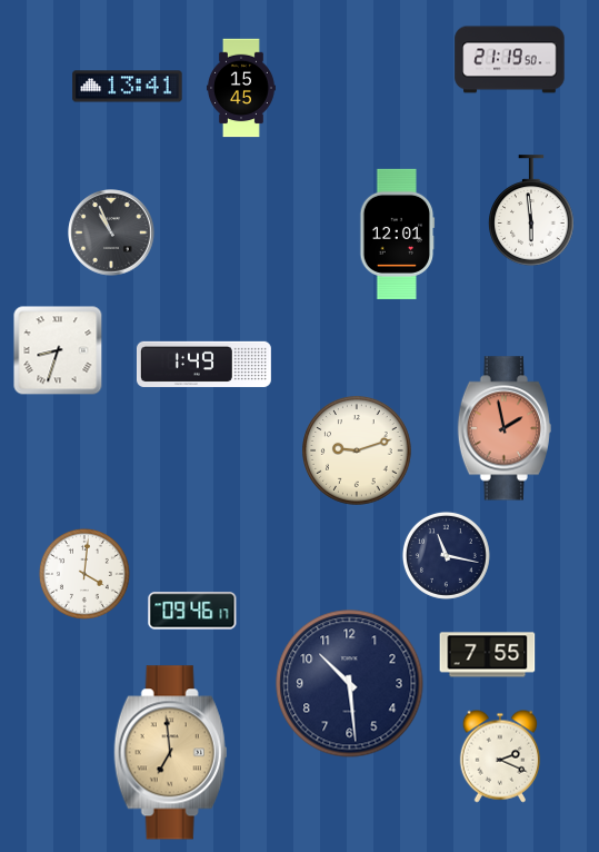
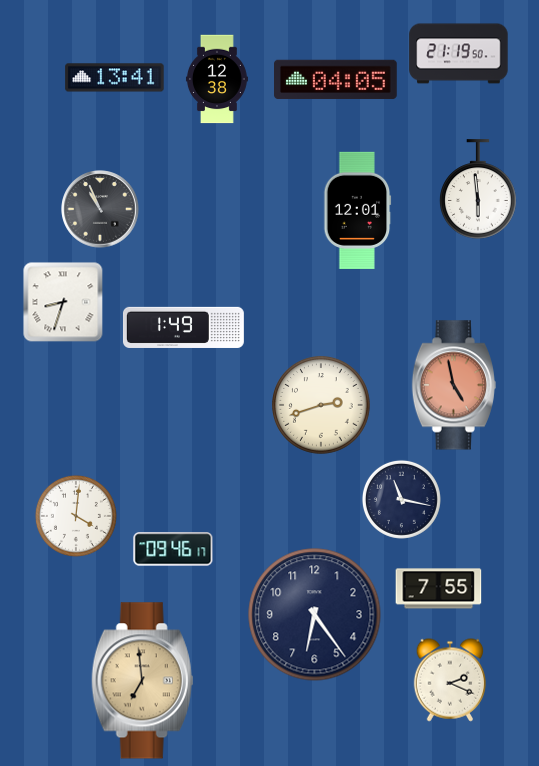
clock at (241, 88): 15:45 -> 12:38
clock at (336, 80): none -> 04:05
clock at (58, 350) position: (58, 350) -> (63, 302)
clock at (505, 428): 1:58 -> 4:58
clock at (357, 450): 9:12 -> 2:42
clock at (350, 684): 10:29 -> 6:24
clock at (171, 753) position: (171, 753) -> (143, 681)
